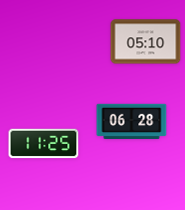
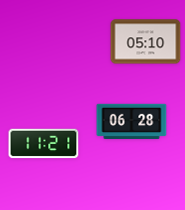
clock at (44, 144): 11:25 -> 11:21
